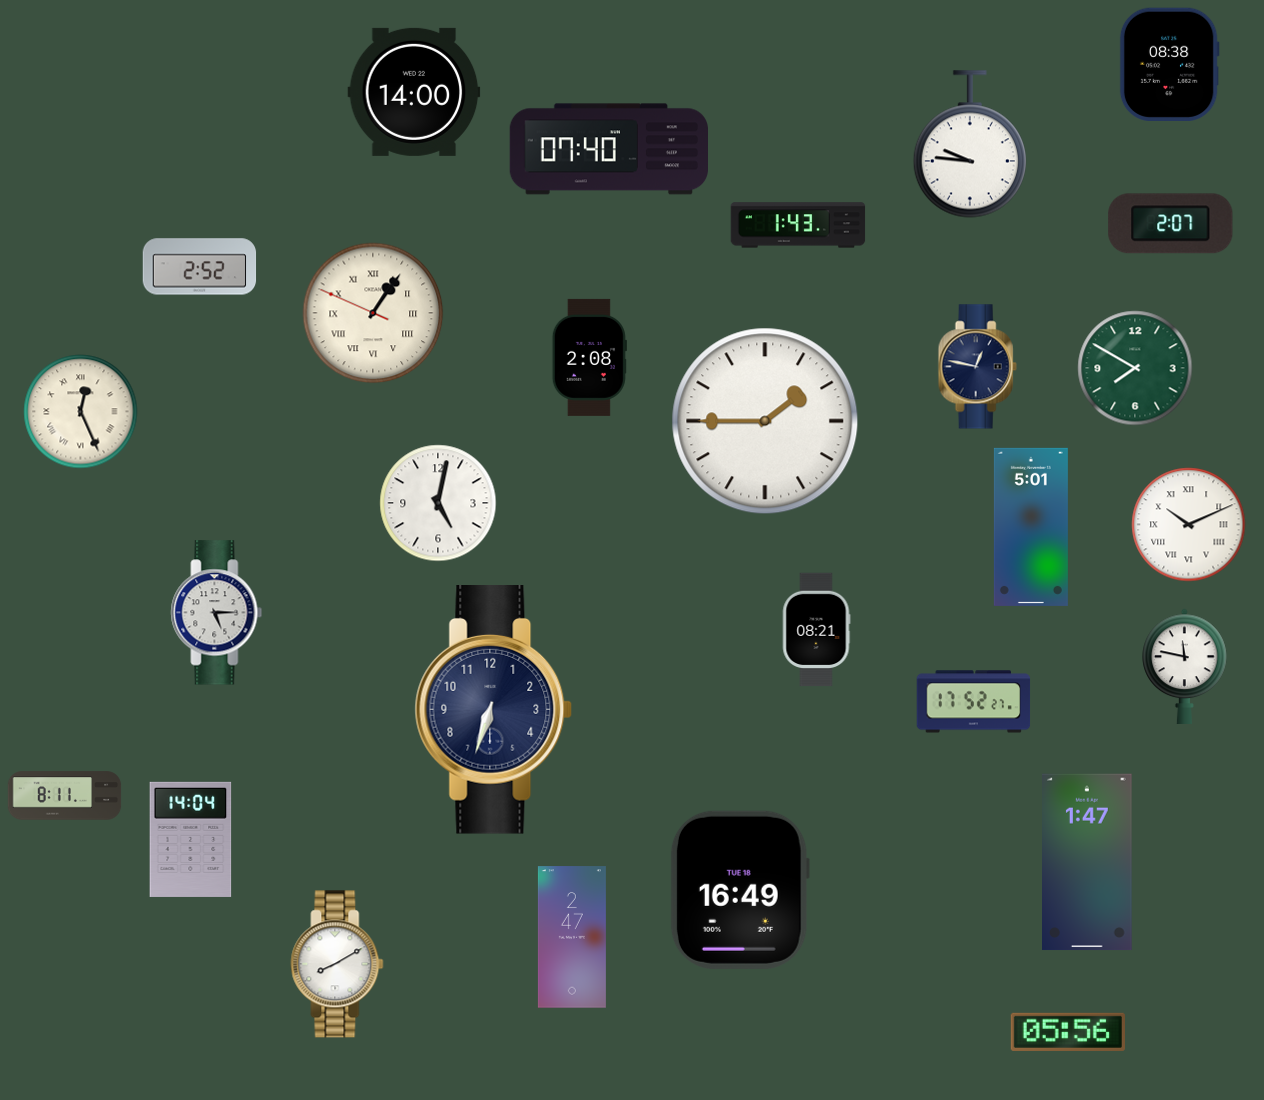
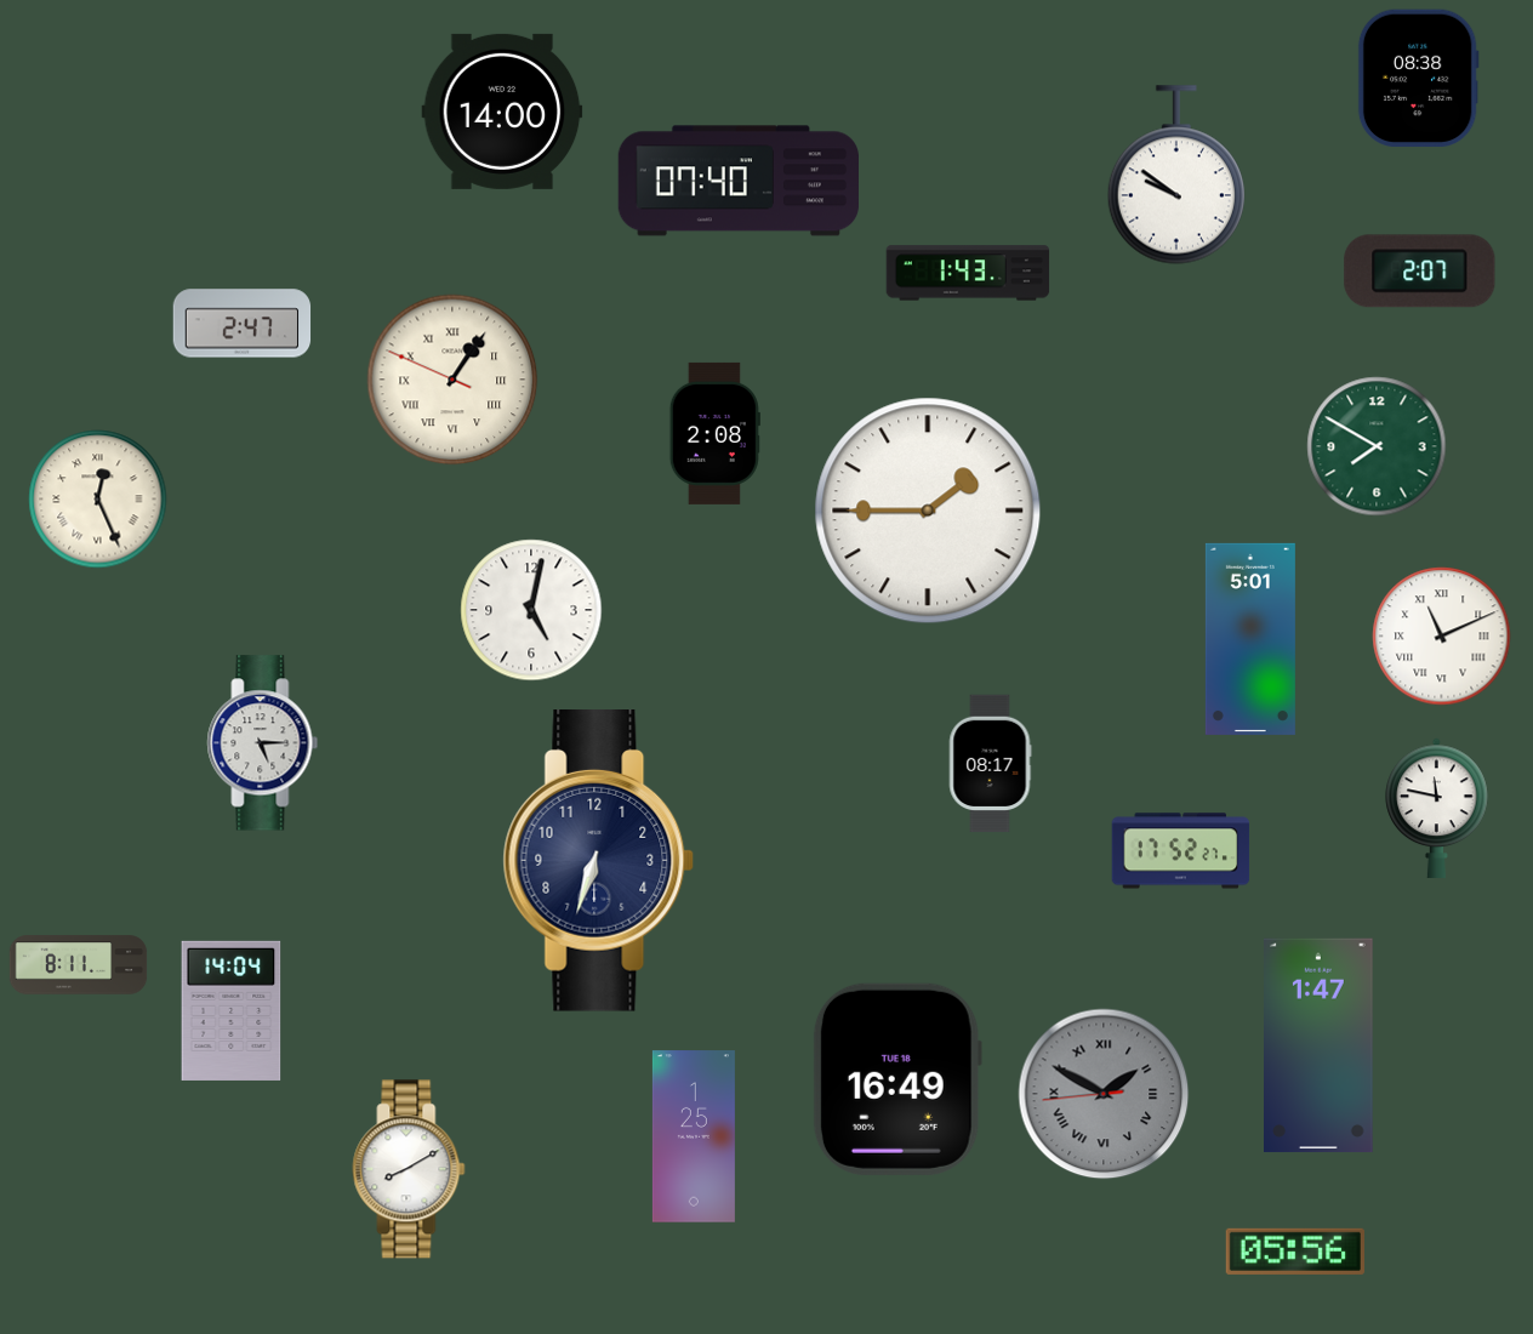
clock at (970, 144): 9:46 -> 9:51
clock at (200, 267): 2:52 -> 2:47
clock at (977, 367): 12:47 -> none
clock at (1189, 525): 10:11 -> 11:11
clock at (816, 630): 08:21 -> 08:17
clock at (191, 839) position: (191, 839) -> (232, 1010)
clock at (1104, 1094): none -> 1:49
clock at (572, 937): 2:47 -> 1:25
